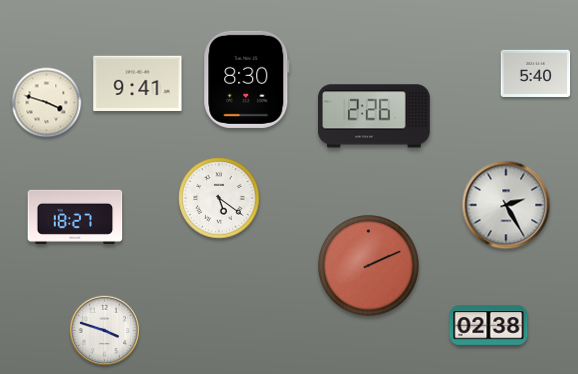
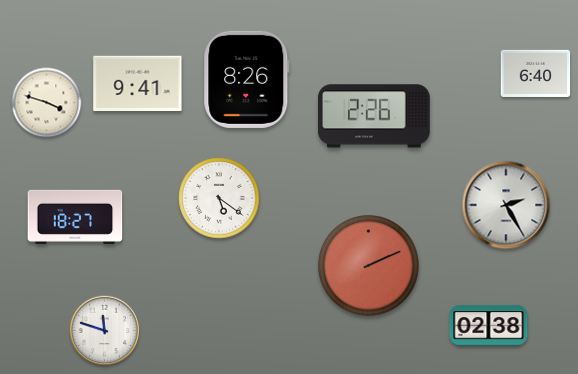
clock at (536, 73): 5:40 -> 6:40
clock at (247, 79): 8:30 -> 8:26
clock at (105, 331): 3:48 -> 11:48
